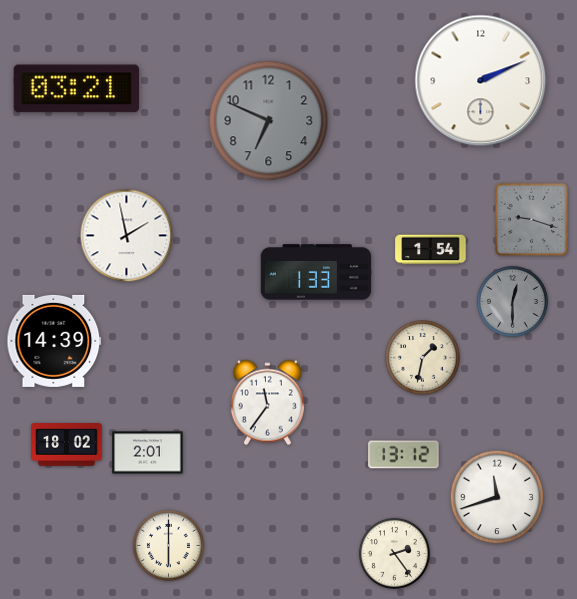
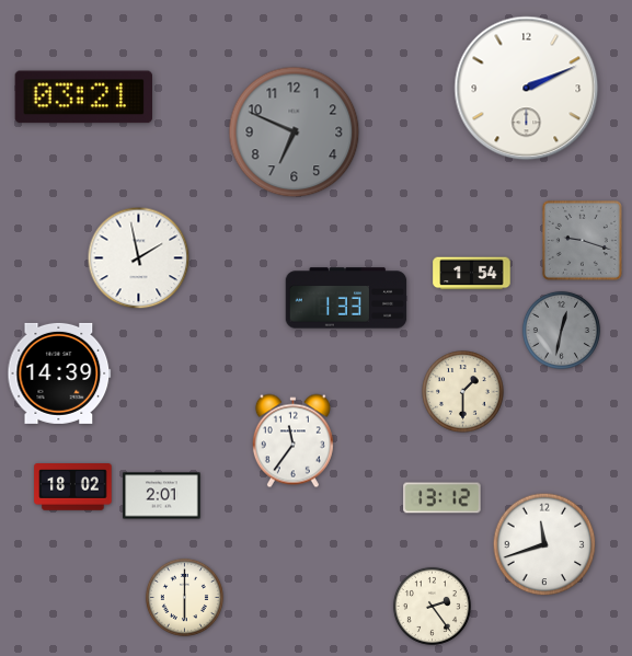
clock at (512, 301): 12:30 -> 12:32
clock at (423, 358): 1:32 -> 1:30
